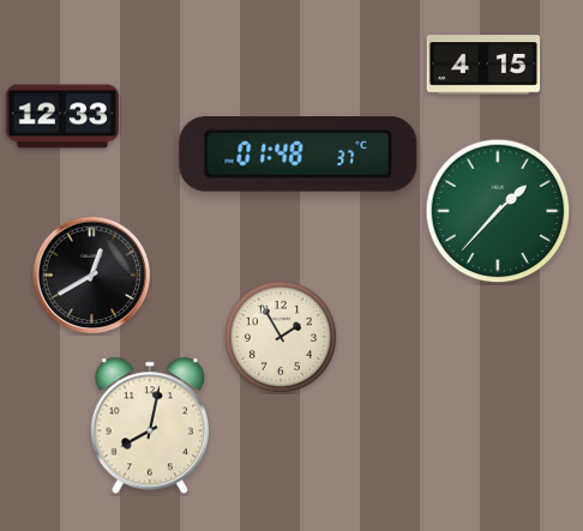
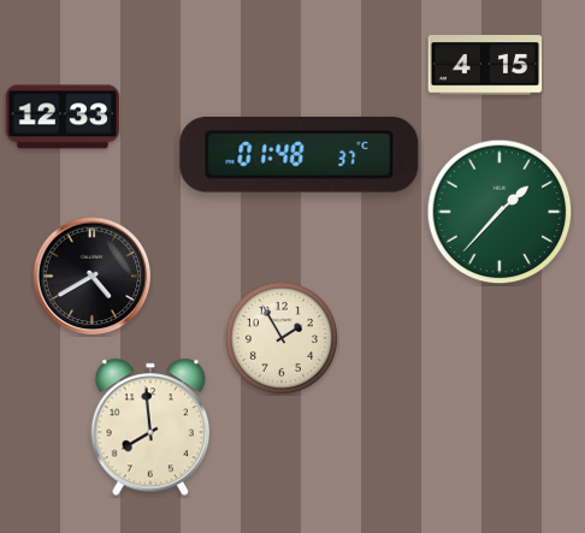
clock at (92, 276): 12:40 -> 4:40
clock at (149, 426): 8:02 -> 7:59
